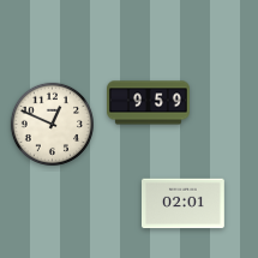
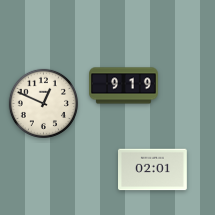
clock at (149, 103): 9:59 -> 9:19
